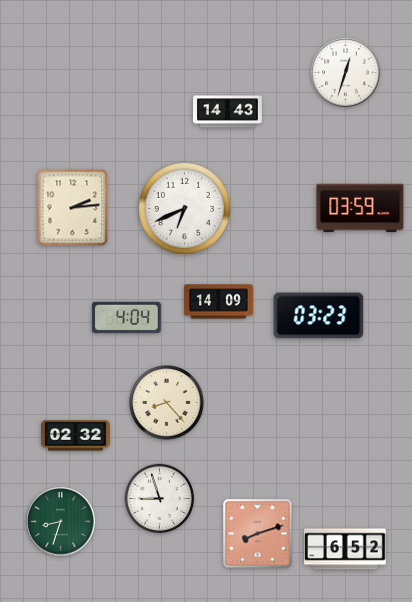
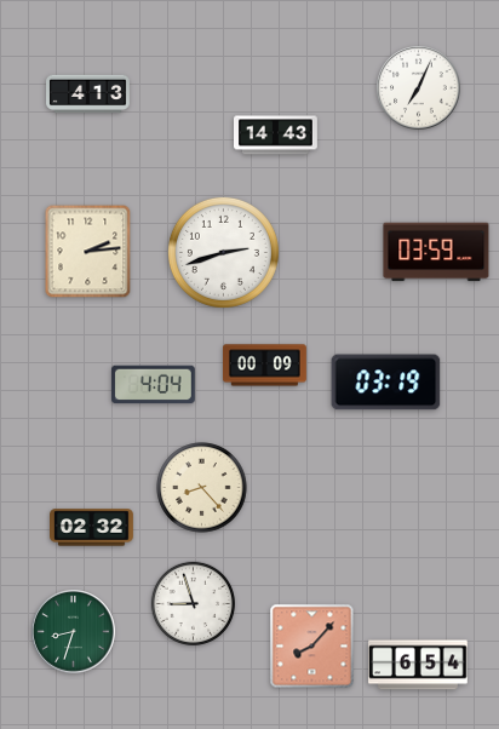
clock at (346, 73): 12:33 -> 7:04
clock at (88, 94): none -> 4:13
clock at (184, 208): 6:41 -> 2:42
clock at (219, 302): 14:09 -> 00:09
clock at (319, 316): 03:23 -> 03:19
clock at (258, 534): 8:12 -> 8:07
clock at (346, 549): 6:52 -> 6:54
